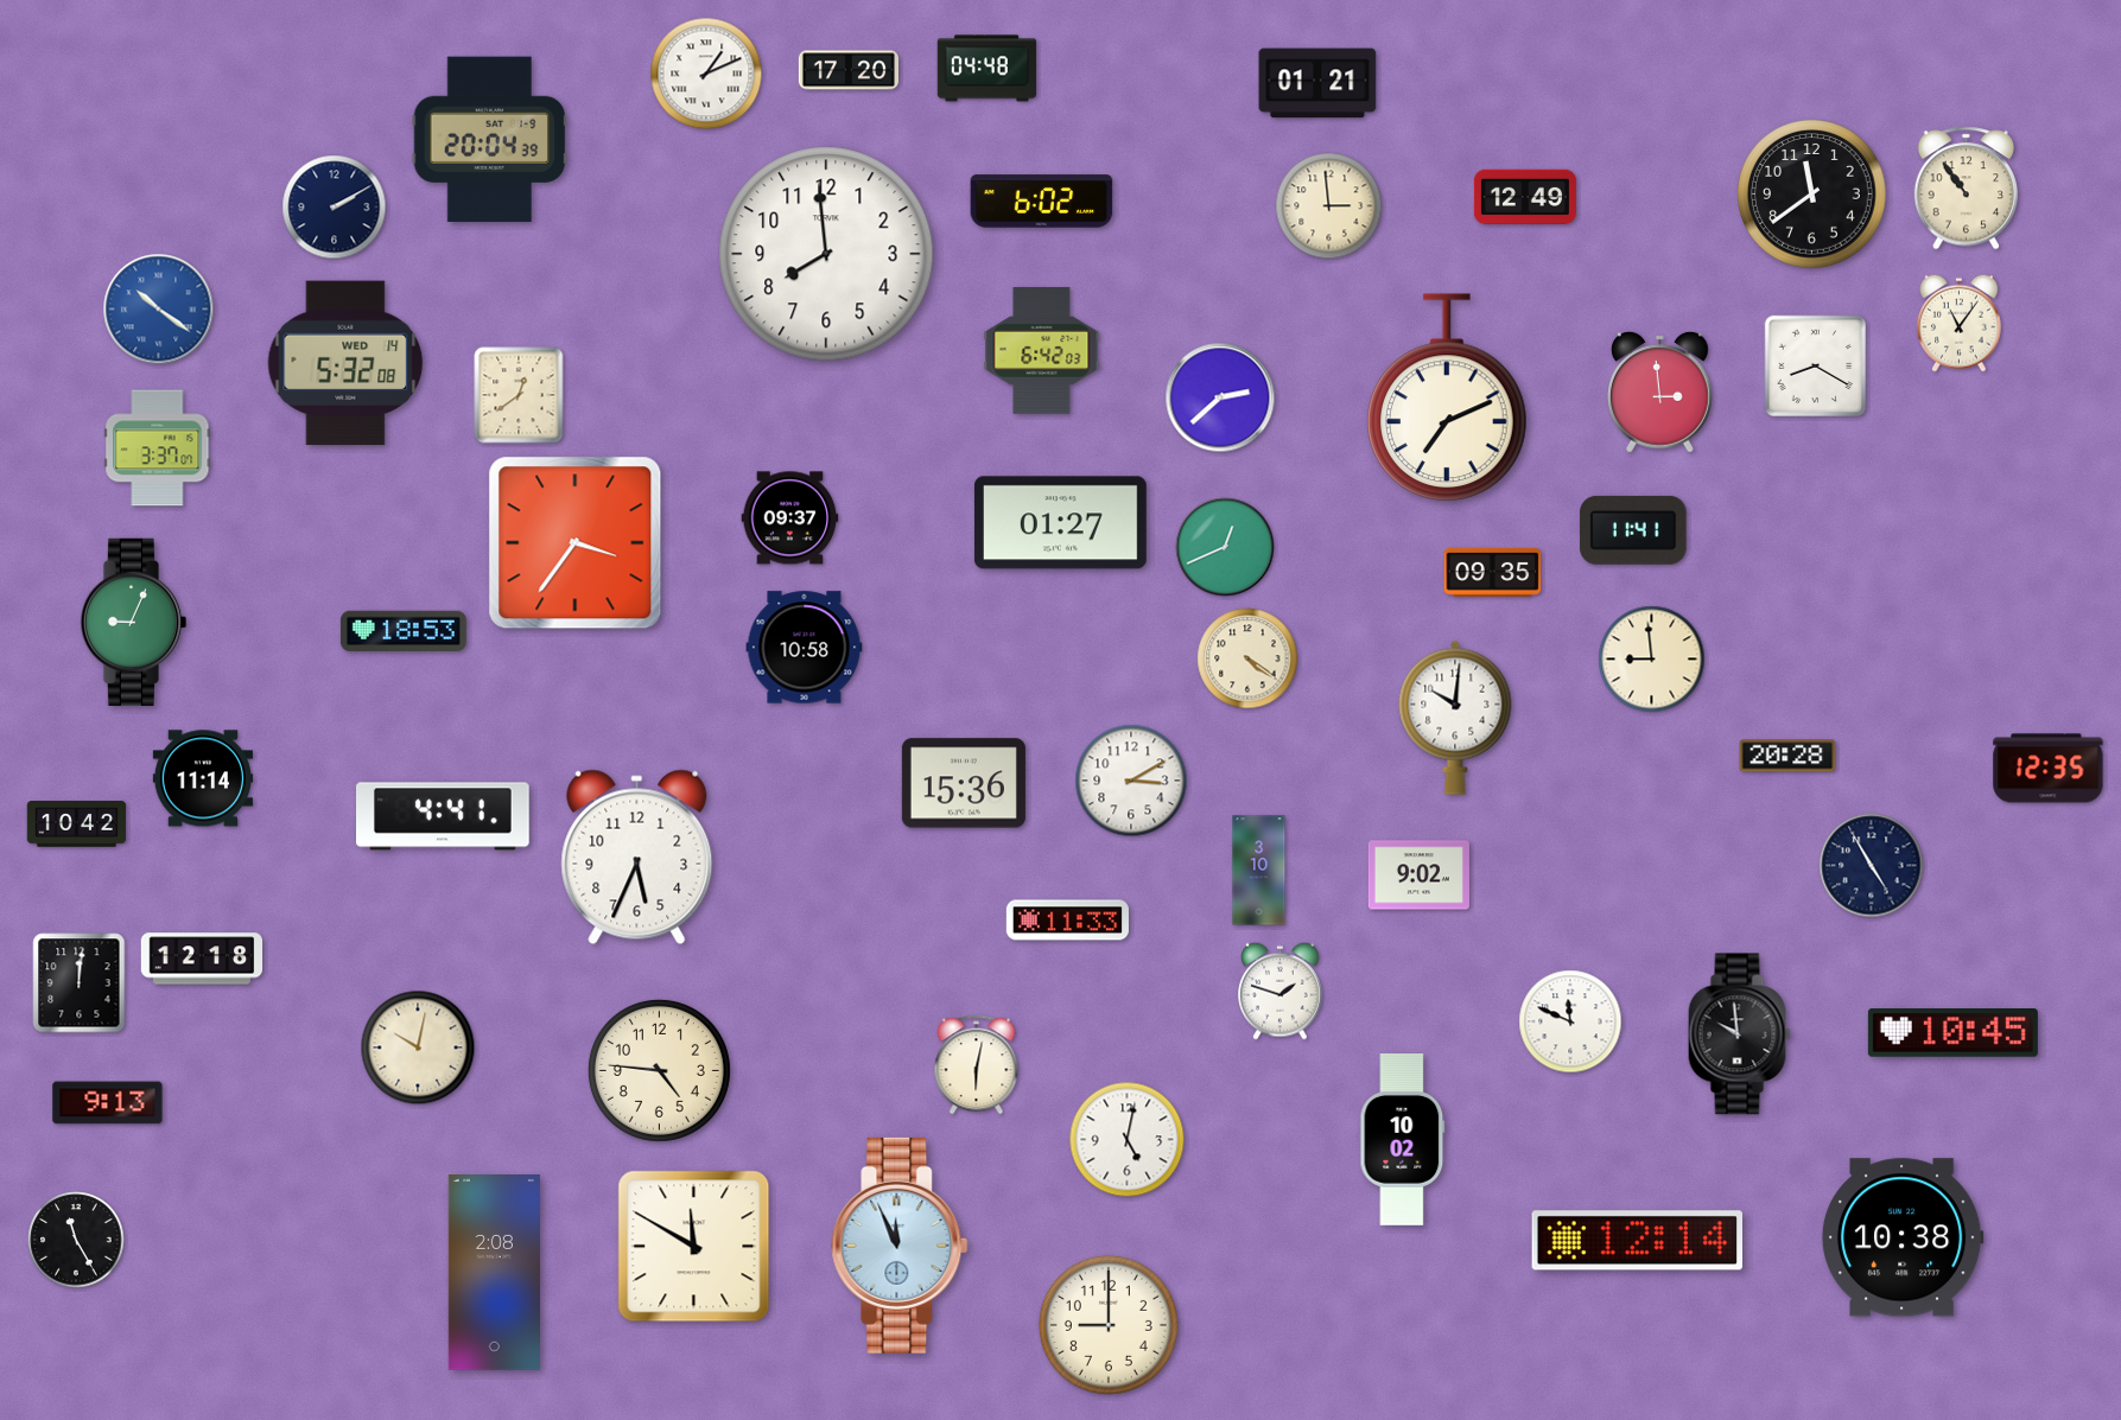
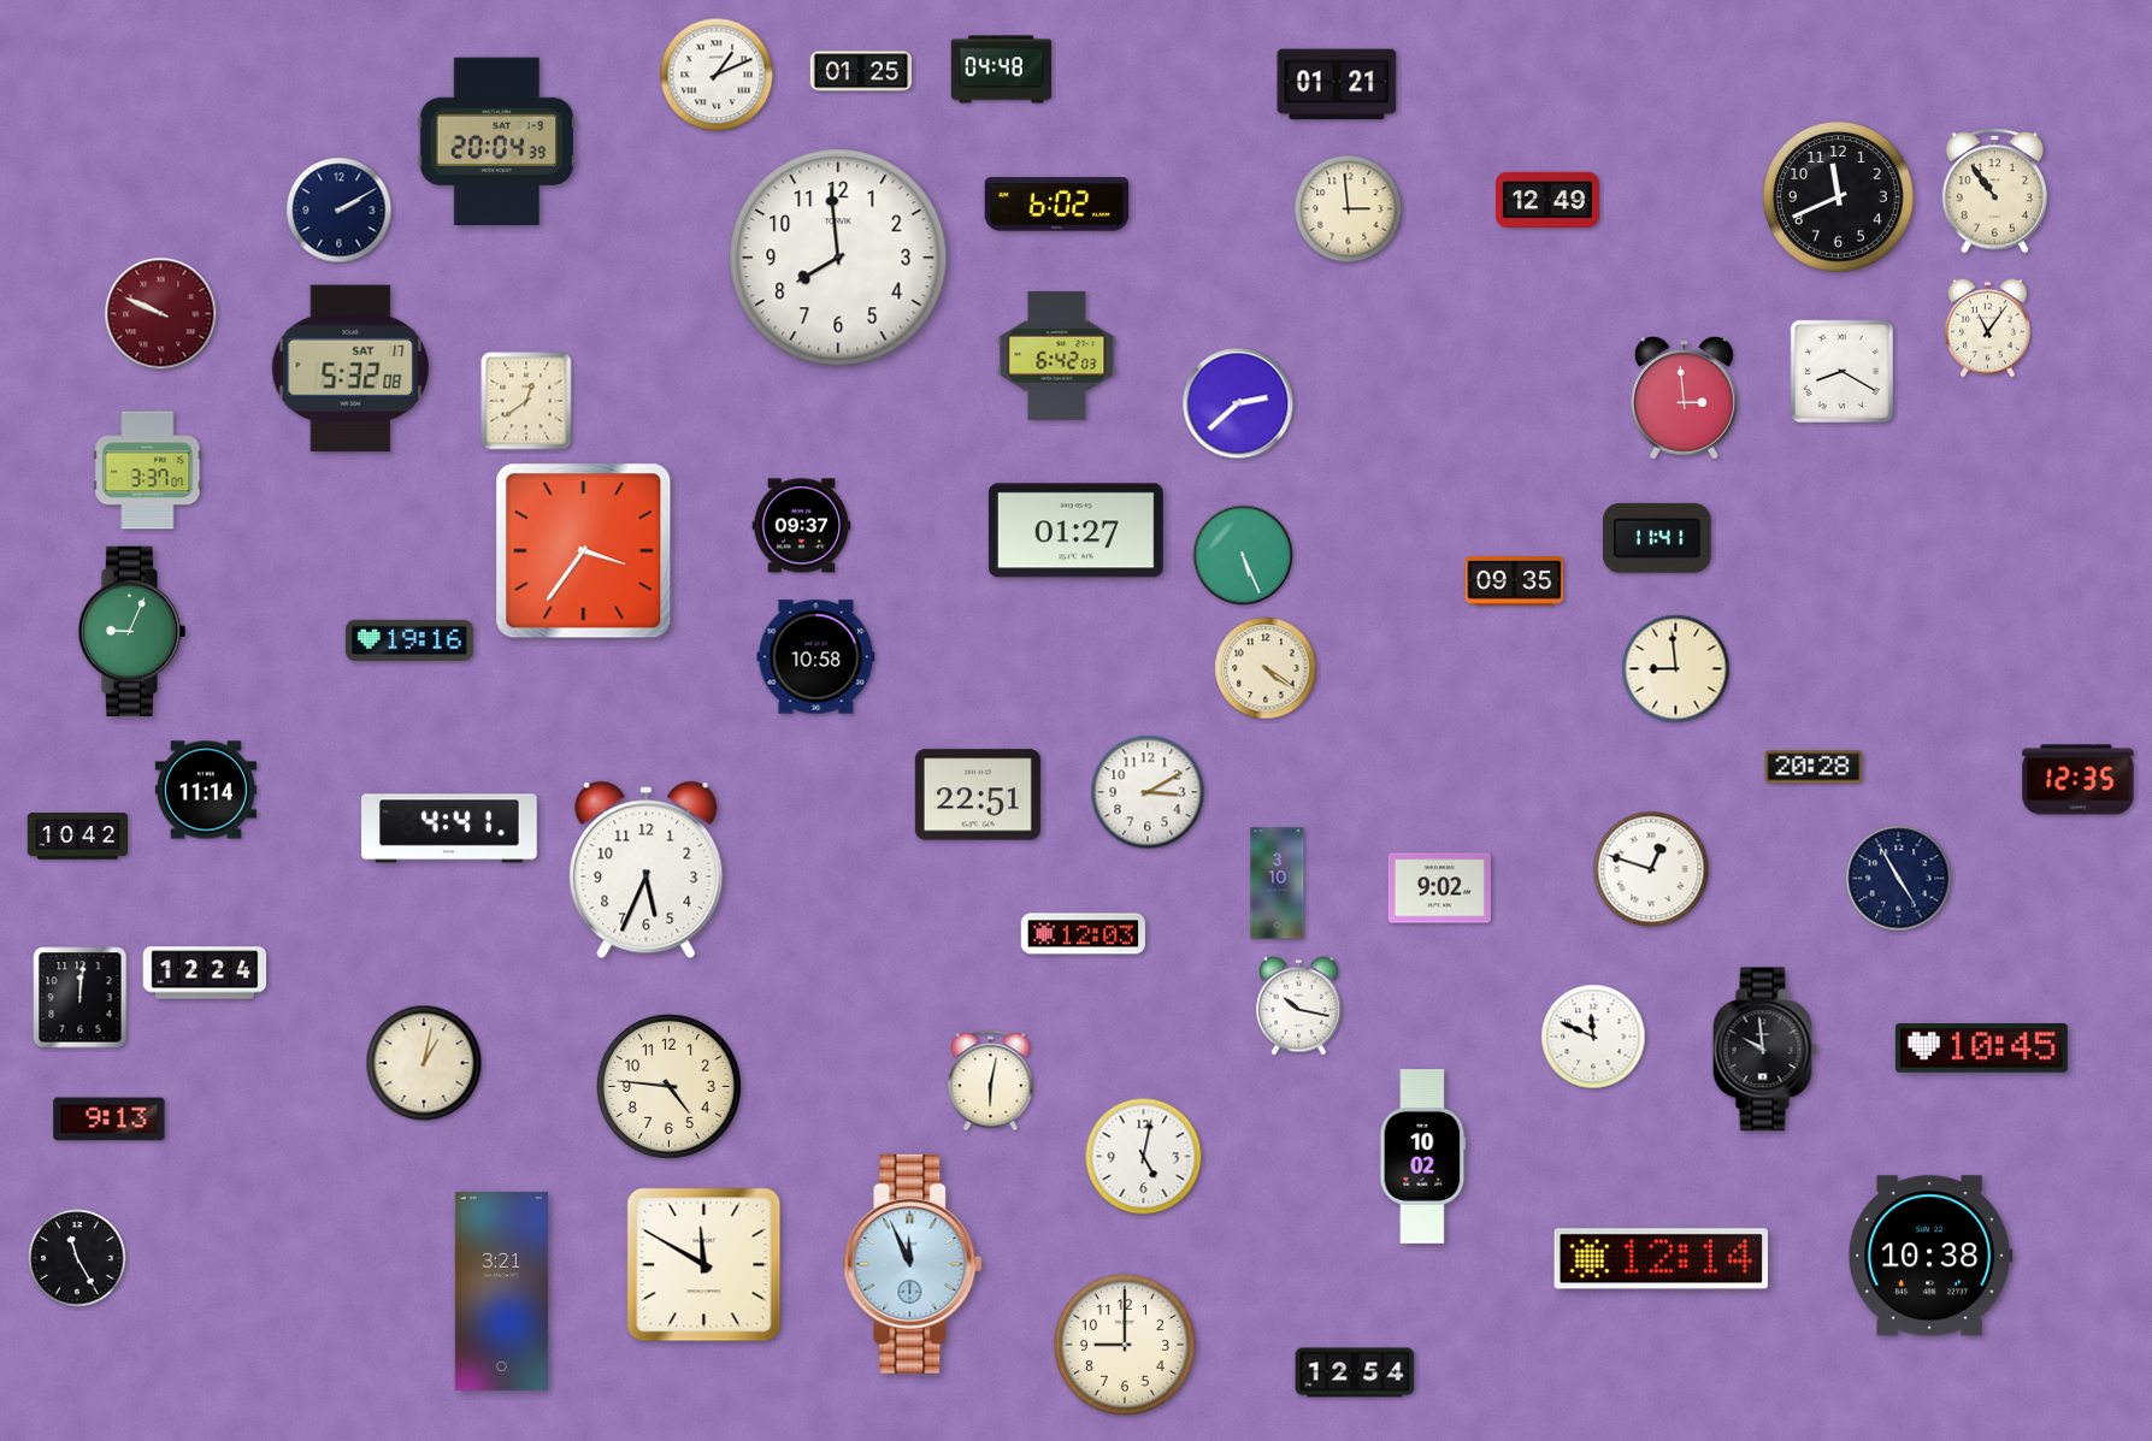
clock at (847, 70): 17:20 -> 01:25
clock at (1812, 195): 11:39 -> 11:41
clock at (159, 310): 10:21 -> 9:49
clock at (159, 310) dial: blue -> burgundy
clock at (345, 363) date: WED 14 -> SAT 17
clock at (1448, 399): 7:11 -> none
clock at (158, 448) position: (158, 448) -> (148, 471)
clock at (1225, 547): 12:41 -> 5:26
clock at (133, 622) position: (133, 622) -> (131, 631)
clock at (404, 630): 18:53 -> 19:16
clock at (1455, 718): 10:01 -> none
clock at (964, 783): 15:36 -> 22:51
clock at (1651, 869): none -> 12:48
clock at (1067, 921): 11:33 -> 12:03
clock at (202, 959): 12:18 -> 12:24
clock at (1281, 991): 1:48 -> 10:17
clock at (418, 1048): 10:02 -> 1:02
clock at (494, 1273): 2:08 -> 3:21
clock at (1355, 1372): none -> 12:54
